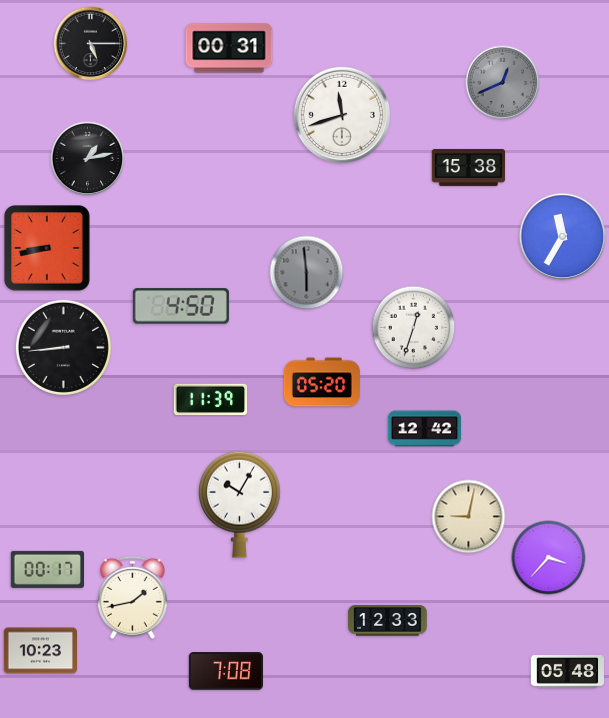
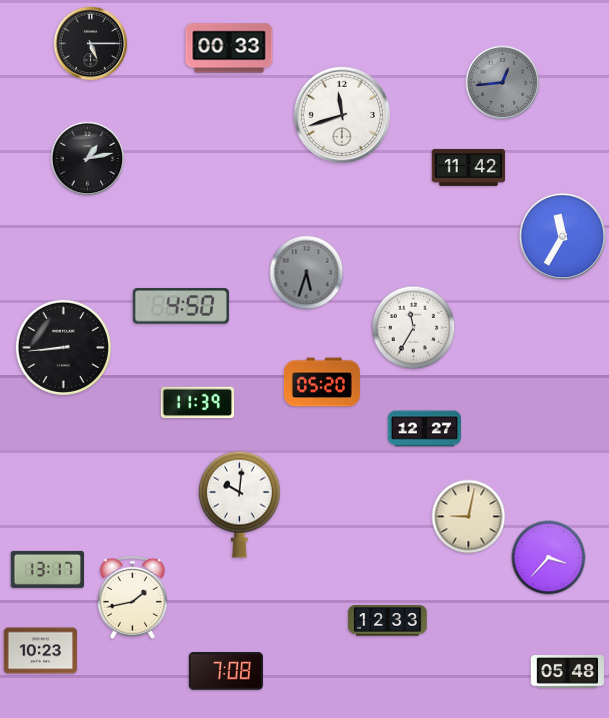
clock at (229, 48): 00:31 -> 00:33
clock at (503, 83): 12:41 -> 12:44
clock at (469, 167): 15:38 -> 11:42
clock at (48, 249): 8:43 -> none
clock at (307, 273): 5:59 -> 5:33
clock at (414, 328): 12:33 -> 11:35
clock at (211, 400) position: (211, 400) -> (198, 403)
clock at (425, 429): 12:42 -> 12:27
clock at (239, 504): 10:05 -> 10:01
clock at (47, 569): 00:17 -> 13:17
